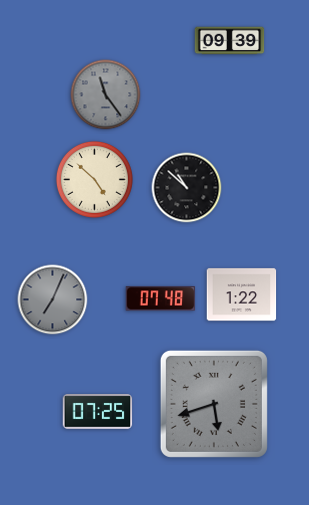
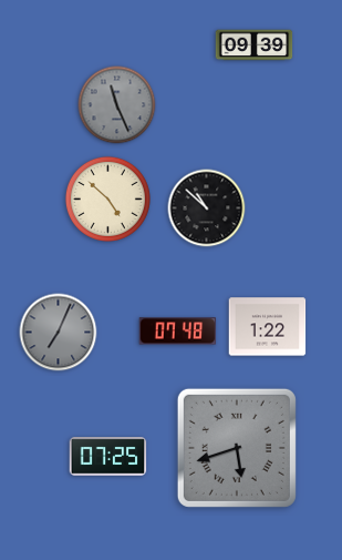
clock at (106, 95): 11:24 -> 11:26
clock at (94, 179) position: (94, 179) -> (107, 198)
